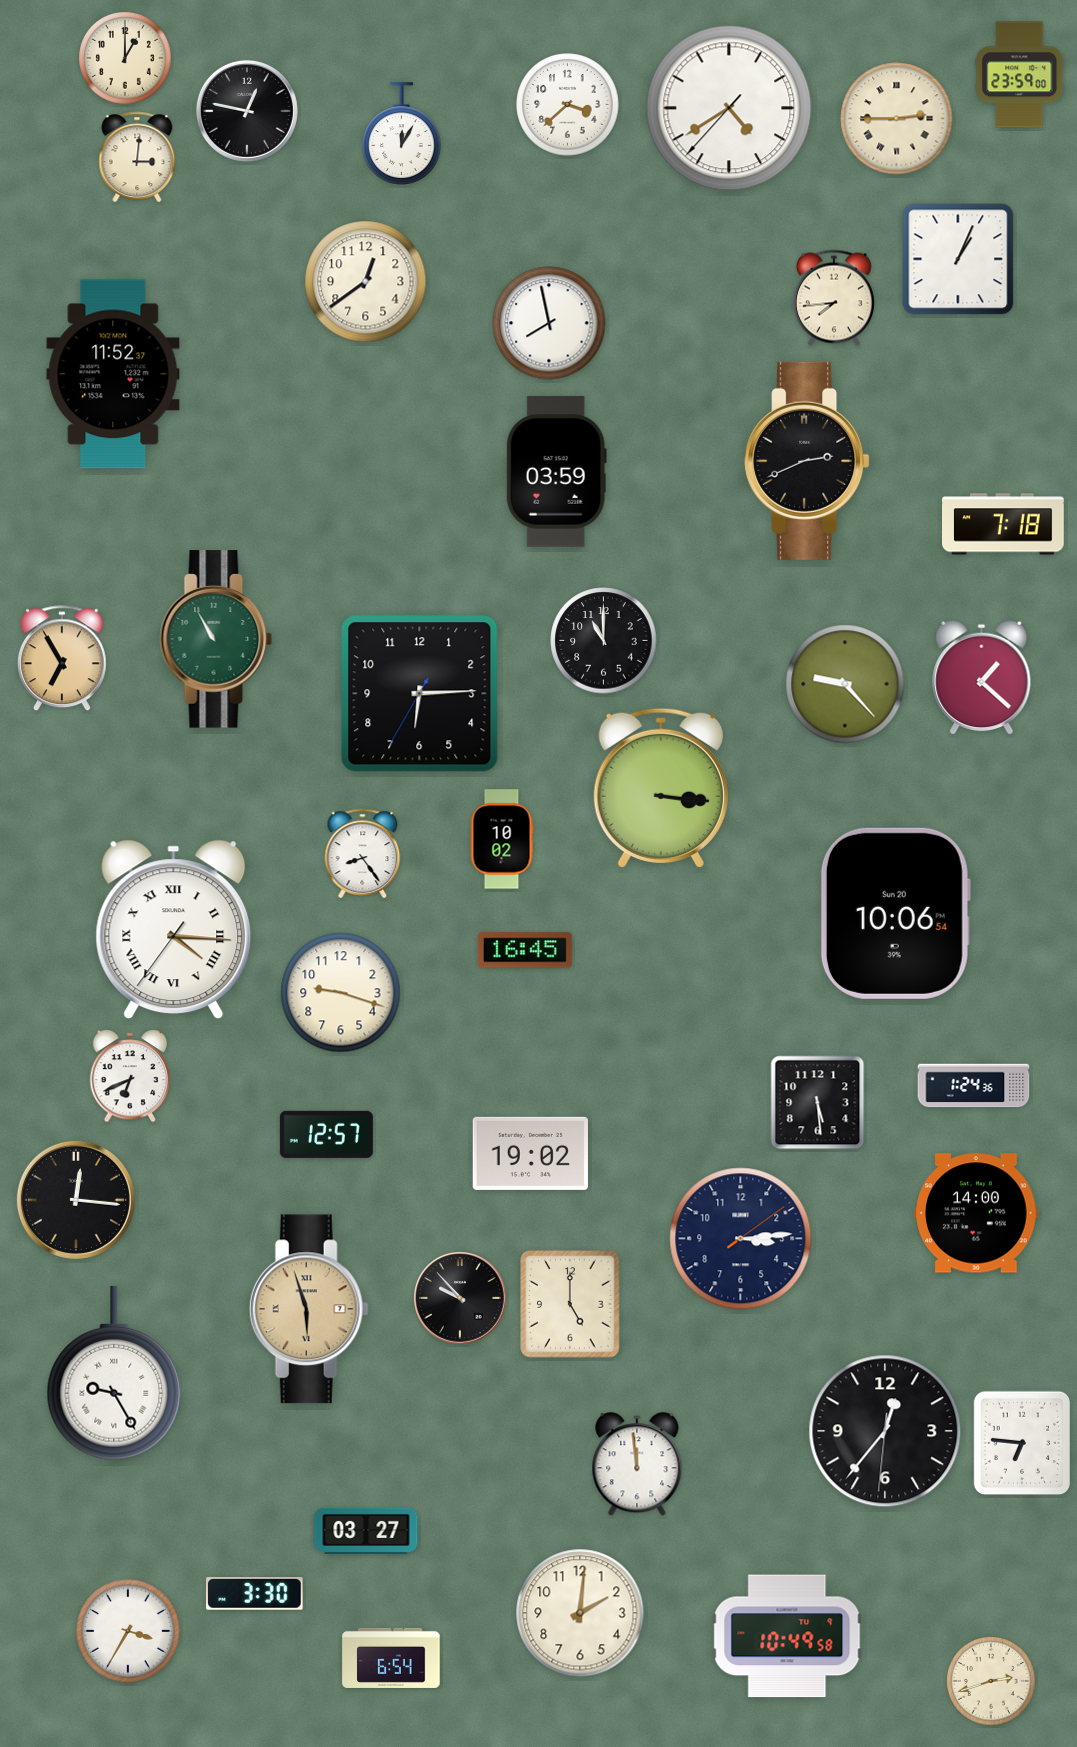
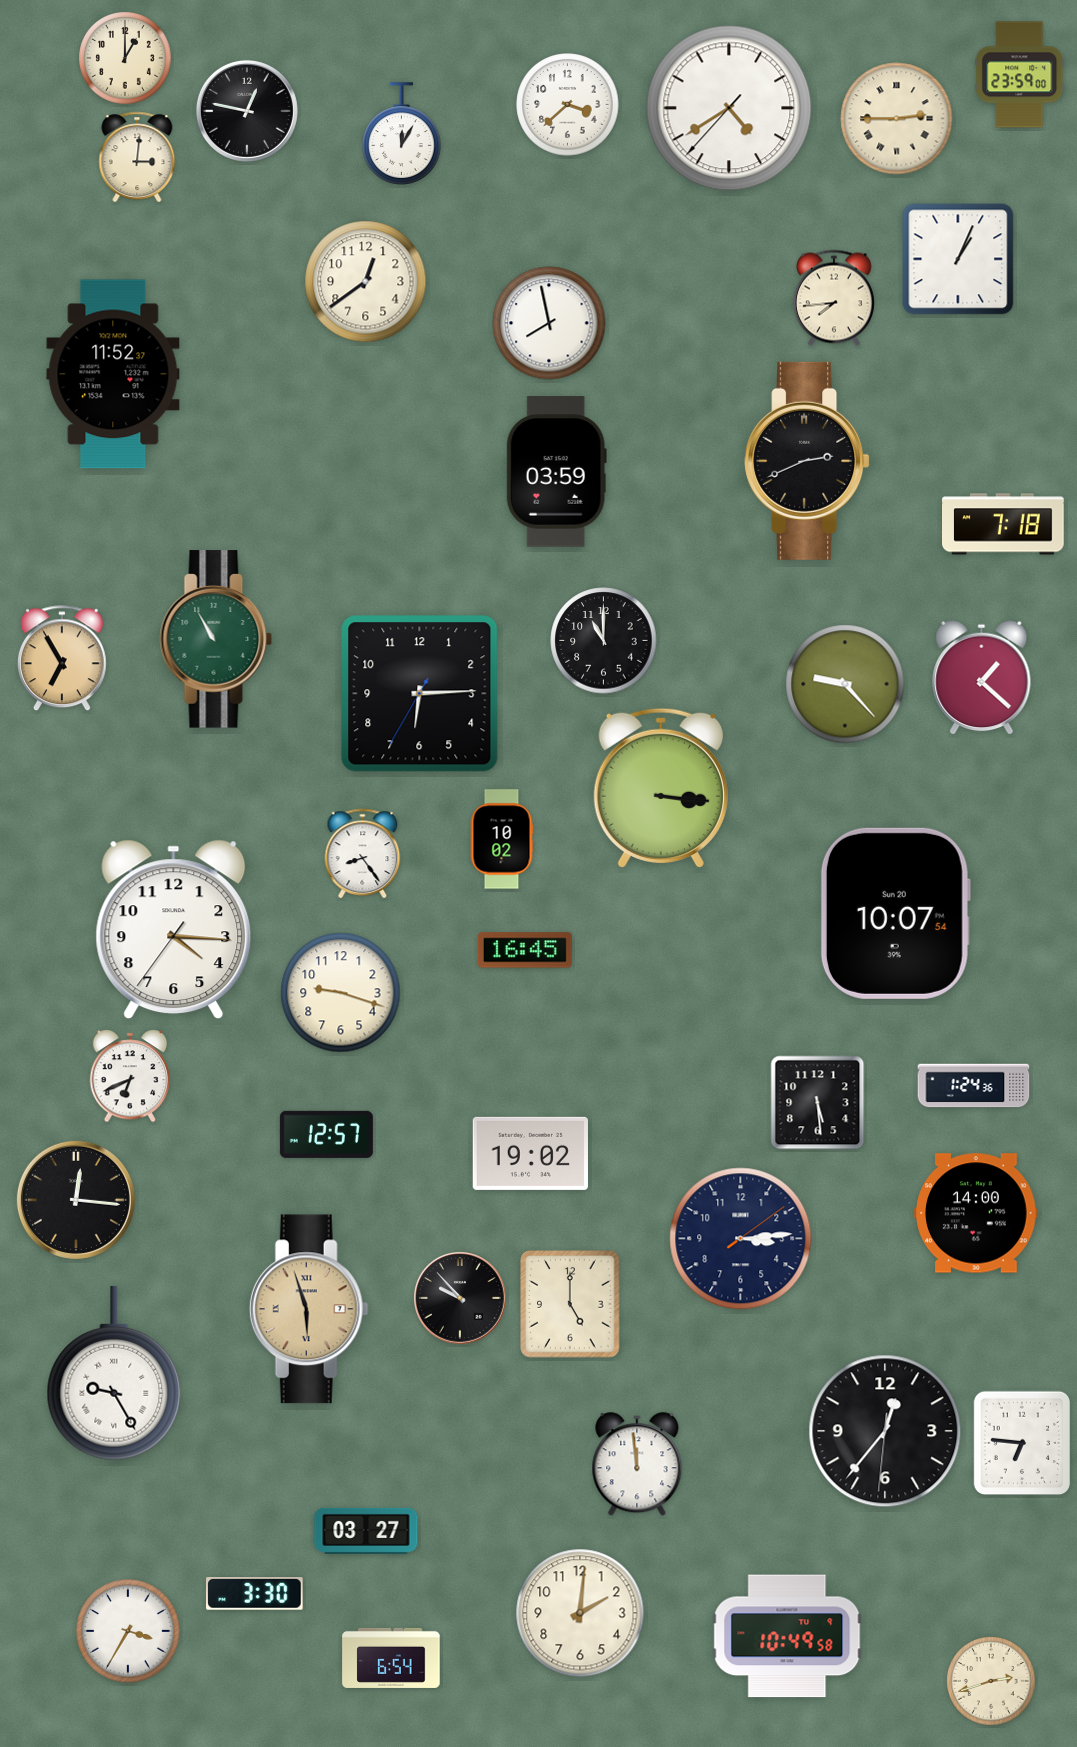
clock at (895, 913): 10:06 -> 10:07
clock at (174, 930) numerals: Roman -> Arabic
